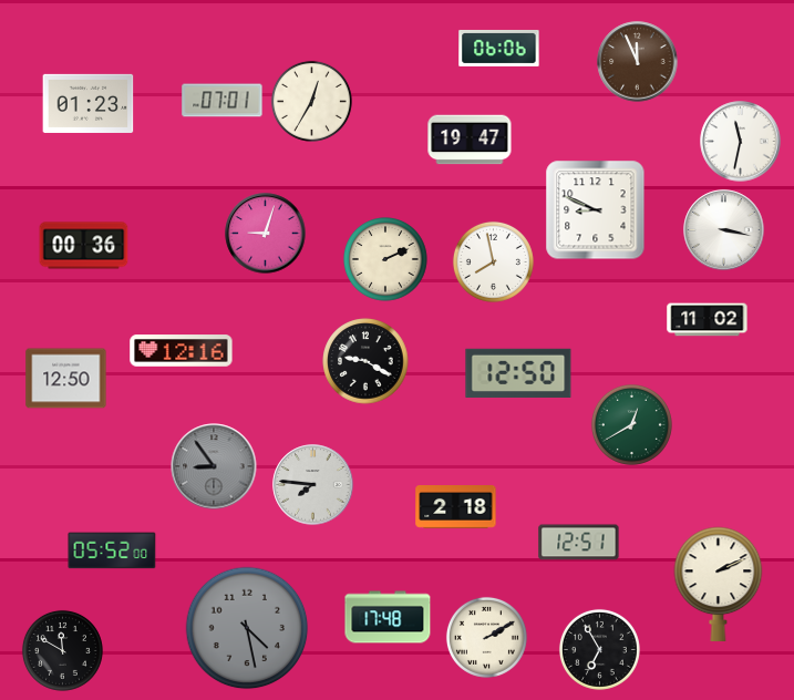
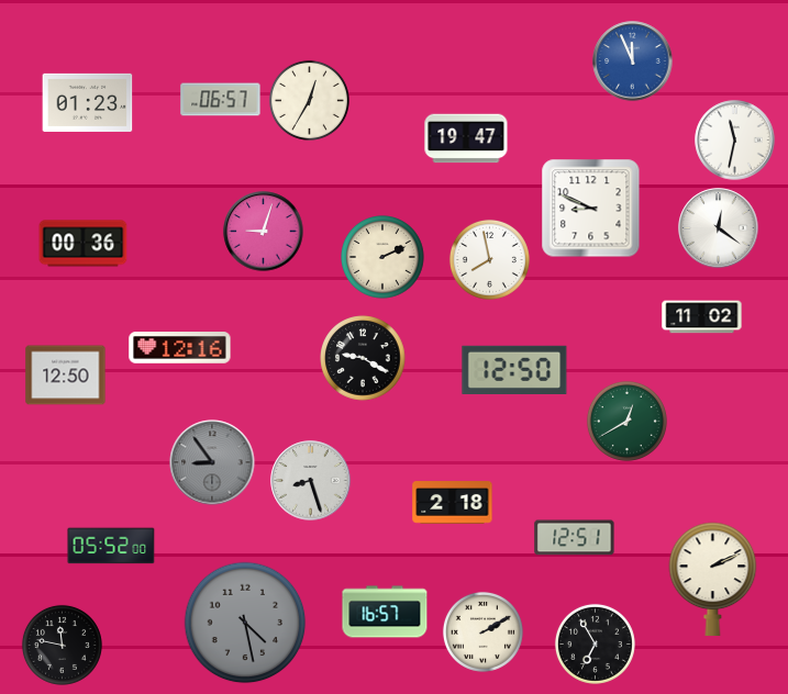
clock at (499, 48): 06:06 -> none
clock at (638, 62) dial: brown -> blue
clock at (223, 101): 07:01 -> 06:57
clock at (724, 230): 3:17 -> 12:21
clock at (313, 485): 7:46 -> 8:27
clock at (388, 617): 17:48 -> 16:57
clock at (62, 650): 11:50 -> 11:47
